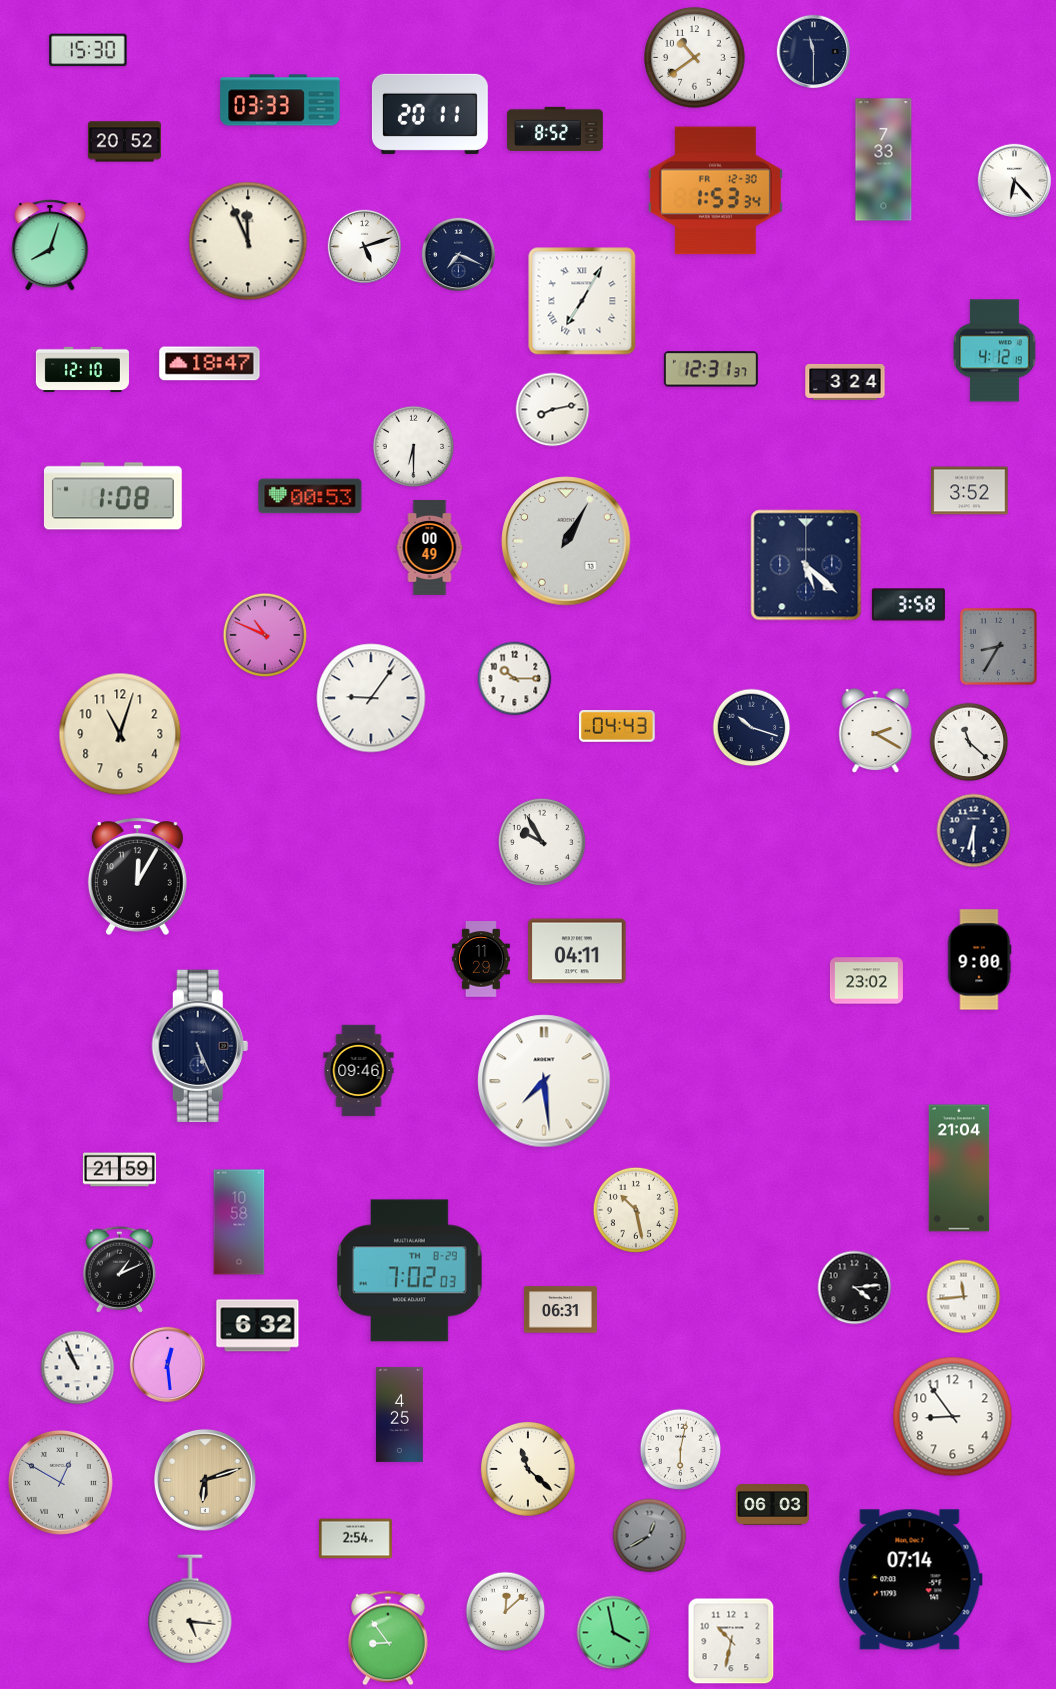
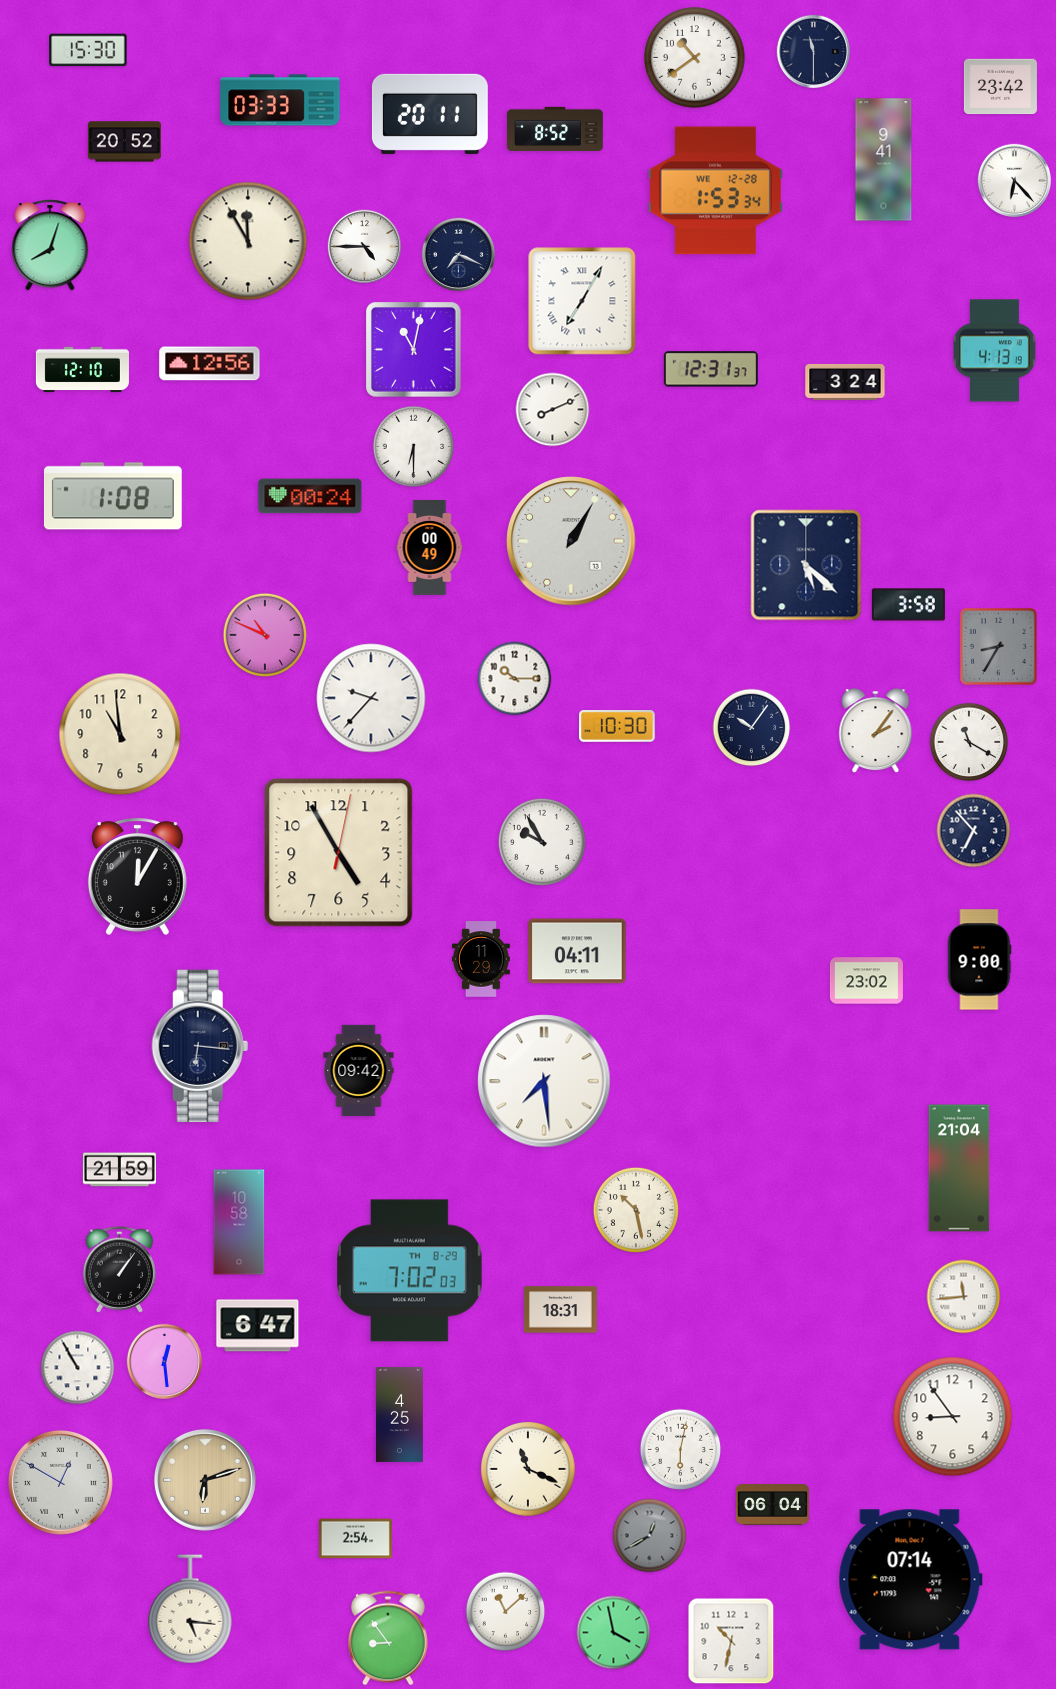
clock at (1000, 87): none -> 23:42
clock at (884, 160): 7:33 -> 9:41
clock at (715, 191) date: FR 12-30 -> WE 12-28
clock at (248, 241): 11:56 -> 11:55
clock at (364, 246): 5:12 -> 4:45
clock at (414, 350): none -> 11:02
clock at (994, 351): 4:12 -> 4:13
clock at (210, 364): 18:47 -> 12:56
clock at (553, 410): 8:13 -> 8:11
clock at (970, 491): 3:52 -> none
clock at (310, 496): 00:53 -> 00:24
clock at (566, 541) position: (566, 541) -> (571, 541)
clock at (371, 698): 9:06 -> 9:37
clock at (617, 727): 04:43 -> 10:30
clock at (752, 728): 10:18 -> 10:06
clock at (876, 731): 2:20 -> 2:06
clock at (120, 734): 11:03 -> 10:59
clock at (969, 742): 11:22 -> 11:20
clock at (974, 831): 6:30 -> 6:53
clock at (339, 853): none -> 4:55
clock at (200, 1046): 5:26 -> 6:16
clock at (359, 1071): 09:46 -> 09:42
clock at (119, 1269): 1:11 -> 1:06
clock at (855, 1288): 4:14 -> none
clock at (560, 1310): 06:31 -> 18:31
clock at (258, 1326): 6:32 -> 6:47
clock at (167, 1364) position: (167, 1364) -> (164, 1361)
clock at (78, 1368): 10:56 -> 10:55
clock at (529, 1470): 11:22 -> 11:19
clock at (772, 1505): 06:03 -> 06:04
clock at (506, 1612): 12:08 -> 11:08
